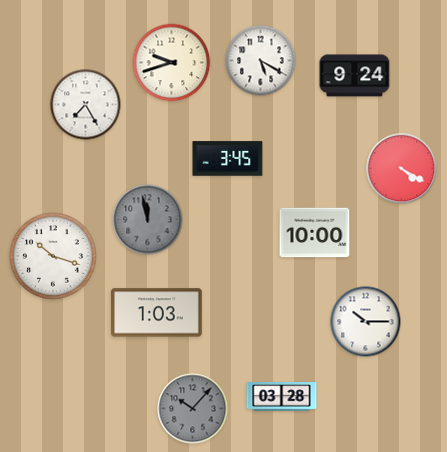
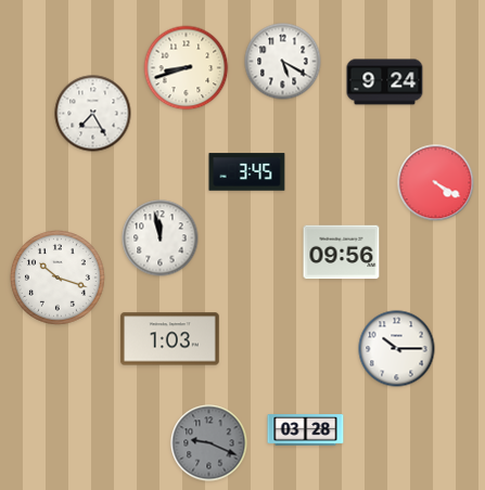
clock at (261, 61) position: (261, 61) -> (283, 62)
clock at (172, 63): 9:42 -> 8:42
clock at (148, 220) dial: grey -> white
clock at (315, 233): 10:00 -> 09:56
clock at (193, 409): 10:07 -> 9:19
